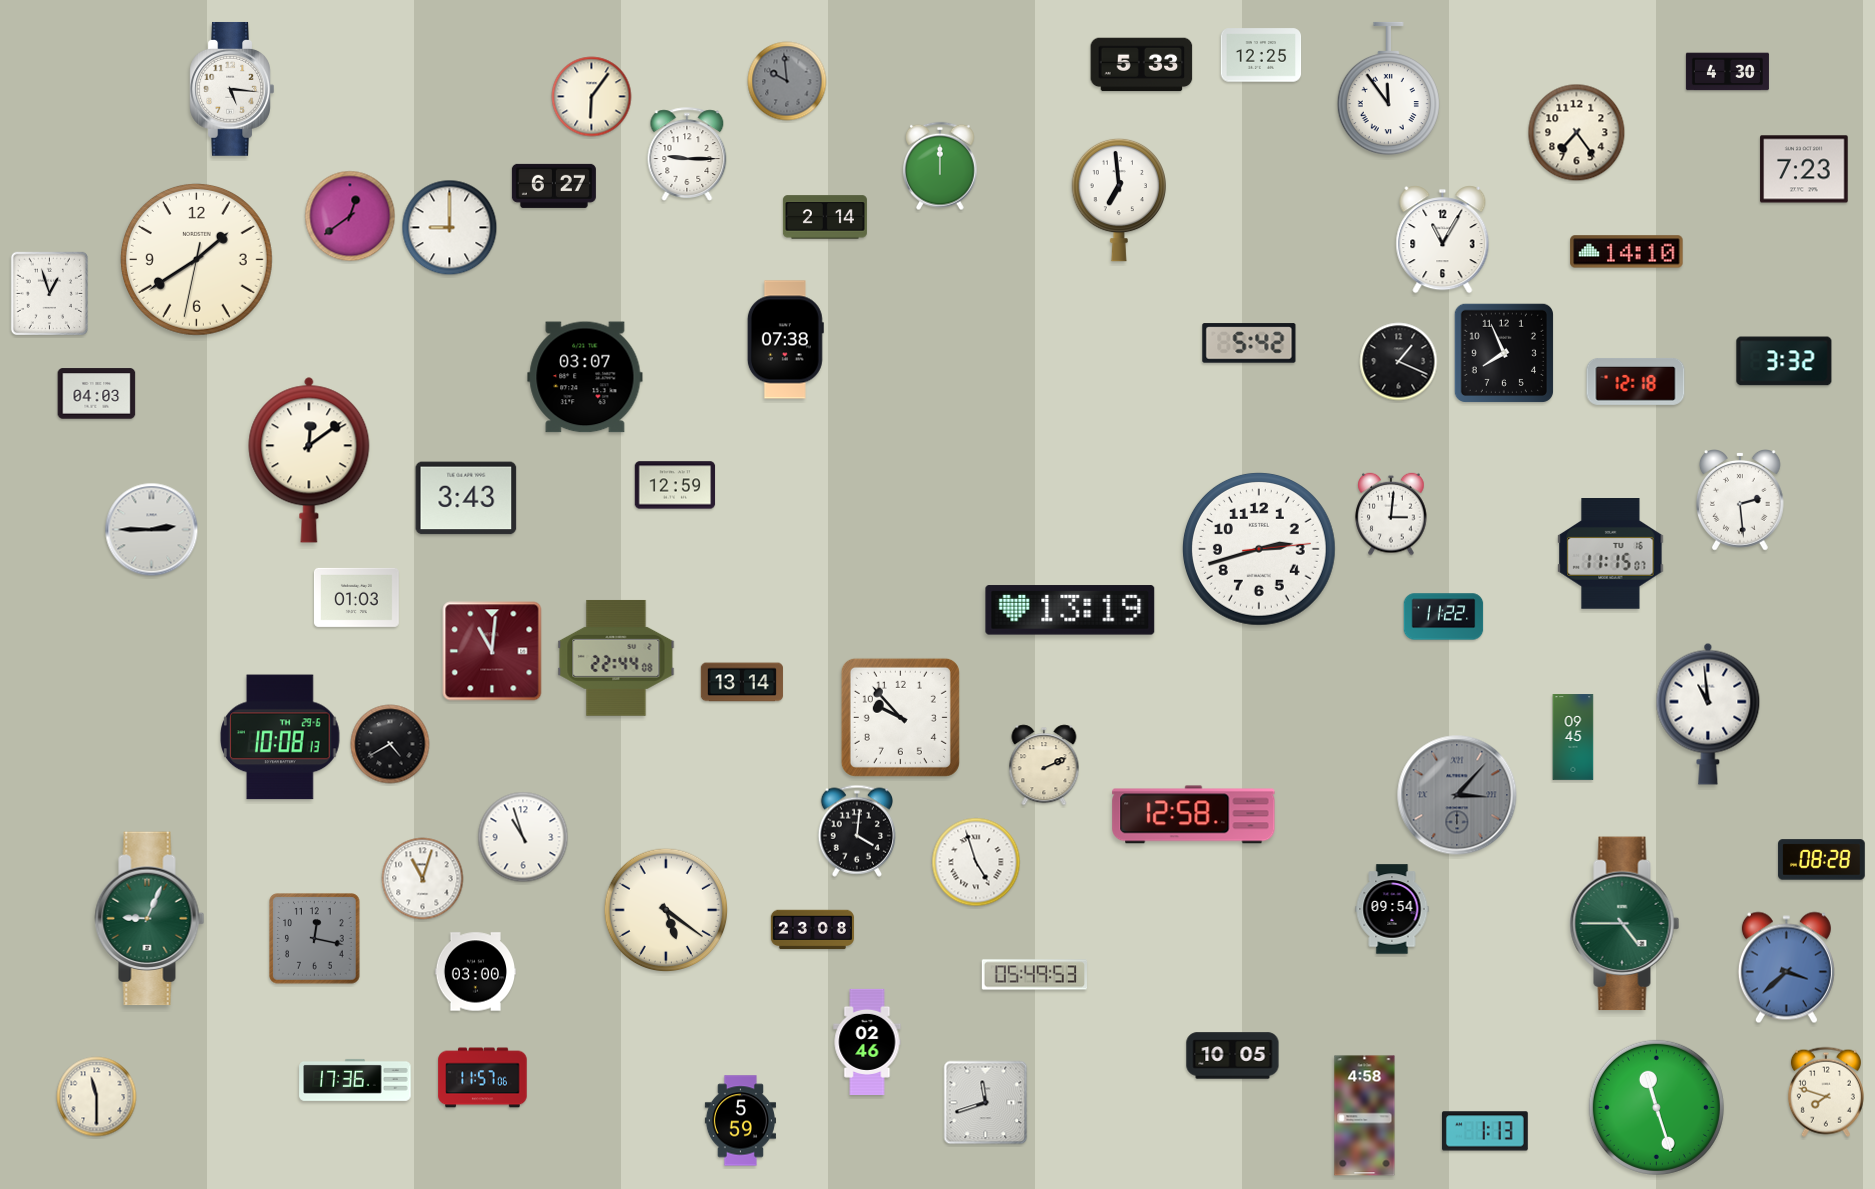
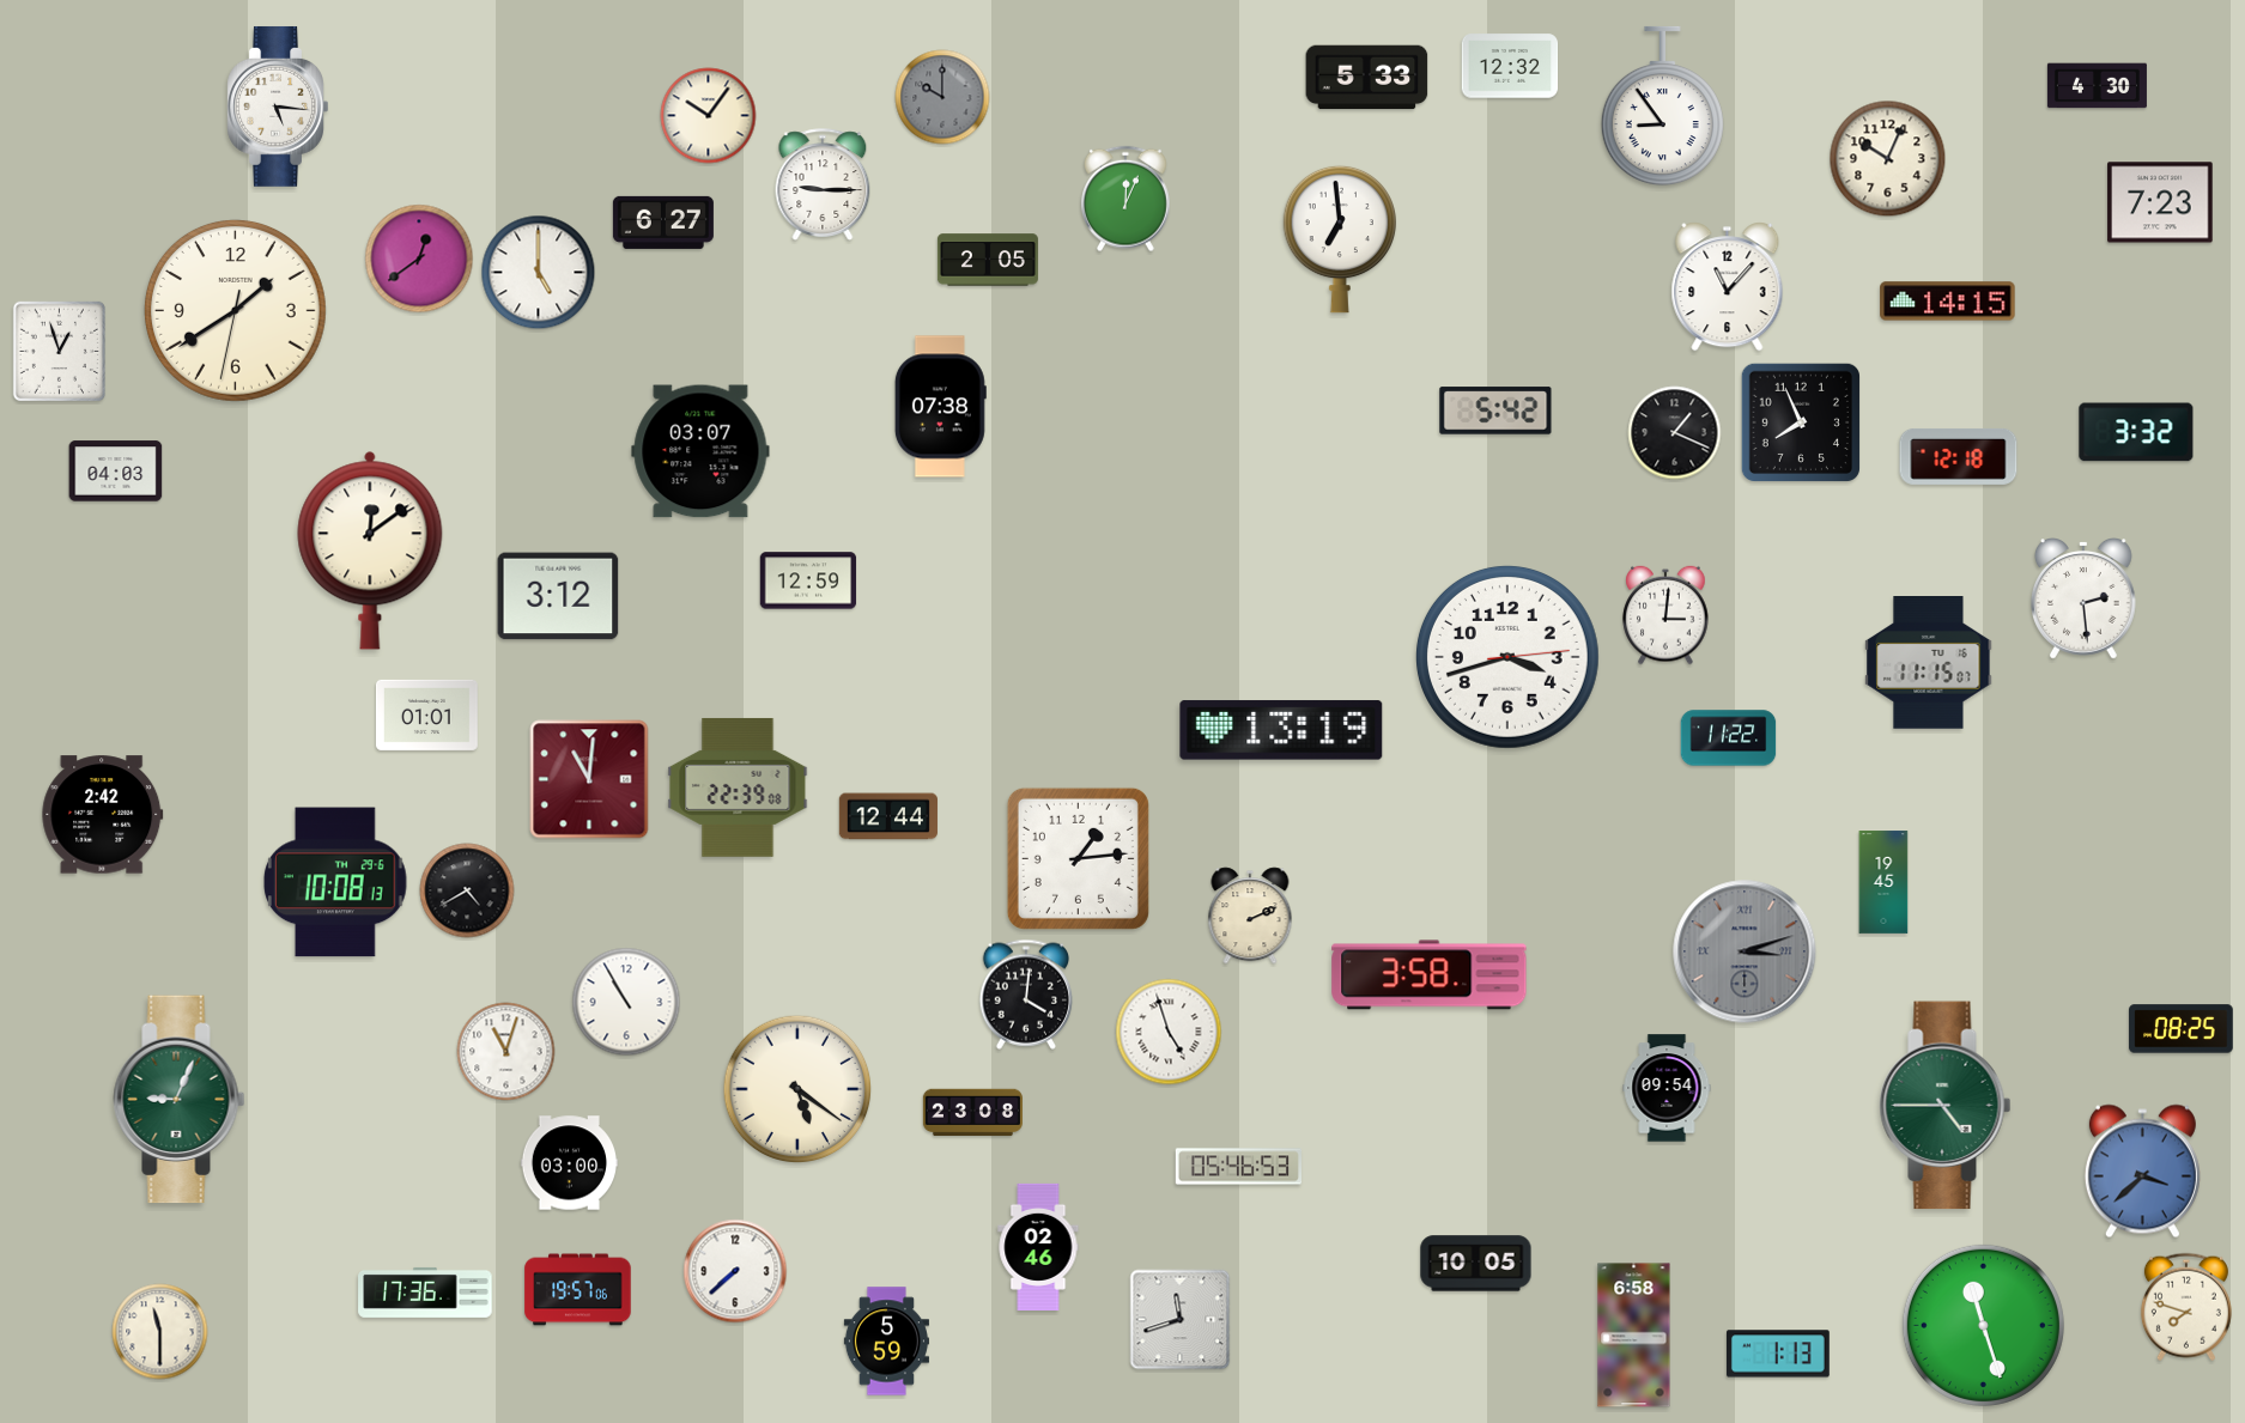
clock at (1261, 55): 12:25 -> 12:32
clock at (1727, 72) position: (1727, 72) -> (2097, 86)
clock at (787, 81): 9:59 -> 10:00
clock at (1388, 89): 11:54 -> 8:54
clock at (592, 97): 6:06 -> 10:06
clock at (1577, 133): 7:24 -> 10:04
clock at (941, 166): 12:00 -> 12:04
clock at (825, 217): 2:14 -> 2:05
clock at (450, 228): 9:00 -> 5:00
clock at (1443, 240): 11:05 -> 11:07
clock at (1627, 252): 14:10 -> 14:15
clock at (466, 498): 3:43 -> 3:12
clock at (152, 530): 2:45 -> none
clock at (1259, 549): 2:42 -> 3:42
clock at (356, 597): 01:03 -> 01:01
clock at (616, 658): 22:44 -> 22:39
clock at (103, 815): none -> 2:42
clock at (742, 682): 13:14 -> 12:44
clock at (1708, 714): 10:59 -> none
clock at (900, 717): 9:53 -> 1:14
clock at (1573, 737): 09:45 -> 19:45
clock at (1457, 795): 3:07 -> 3:12
clock at (1194, 815): 12:58 -> 3:58
clock at (523, 837): 10:57 -> 10:55
clock at (1822, 860): 08:28 -> 08:25
clock at (315, 939): 12:17 -> none
clock at (1786, 968) position: (1786, 968) -> (2142, 1172)
clock at (1034, 975): 05:49 -> 05:46
clock at (735, 1271): none -> 7:38
clock at (483, 1078): 11:57 -> 19:57
clock at (97, 1097) position: (97, 1097) -> (160, 1332)
clock at (1365, 1116): 4:58 -> 6:58
